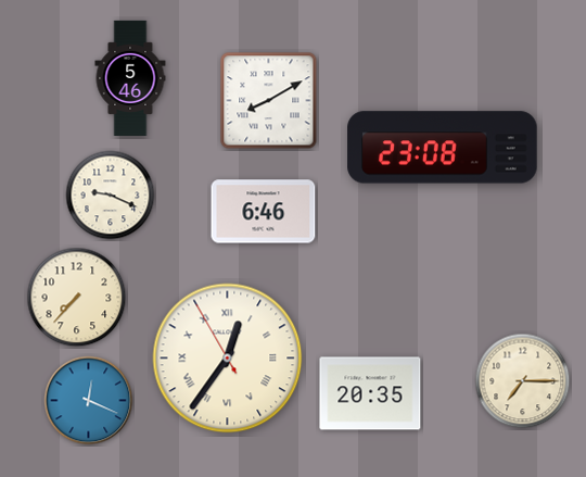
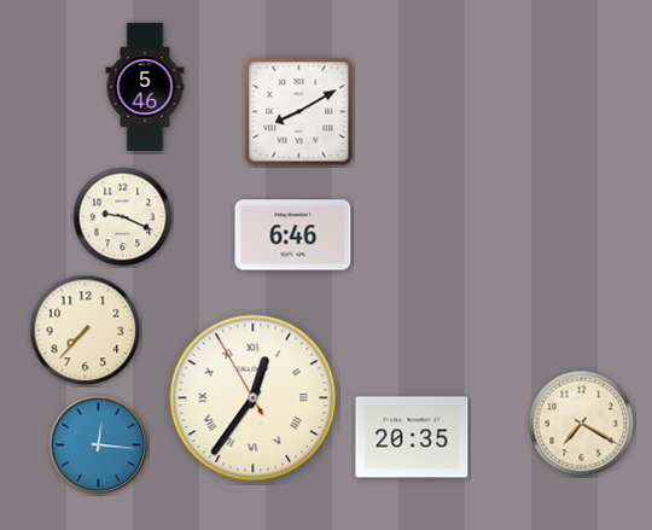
clock at (443, 148): 23:08 -> none
clock at (523, 381): 7:15 -> 7:20
clock at (89, 401): 12:19 -> 12:16
